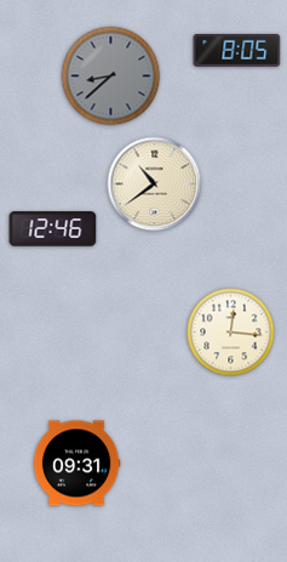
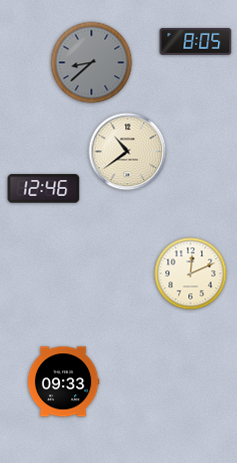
clock at (231, 333): 12:16 -> 12:11
clock at (76, 464): 09:31 -> 09:33
